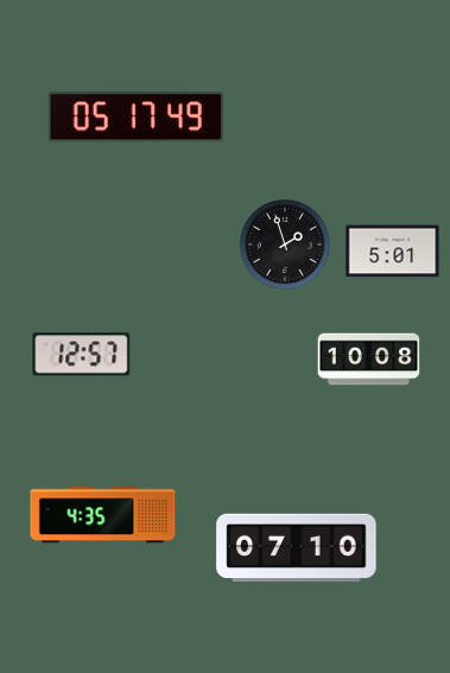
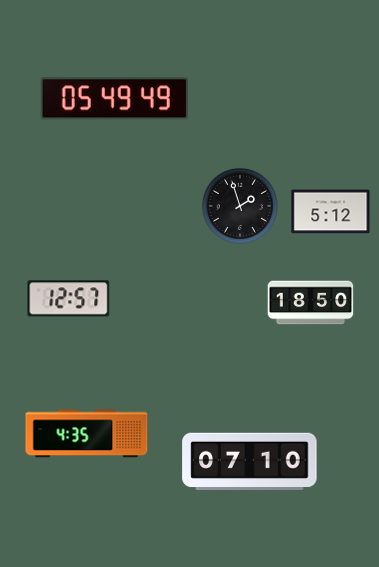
clock at (135, 118): 05:17 -> 05:49
clock at (393, 252): 5:01 -> 5:12
clock at (369, 360): 10:08 -> 18:50
